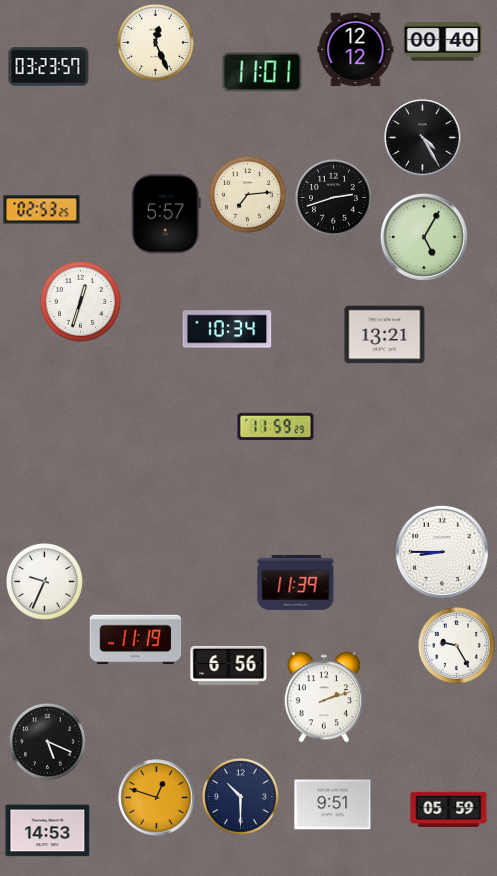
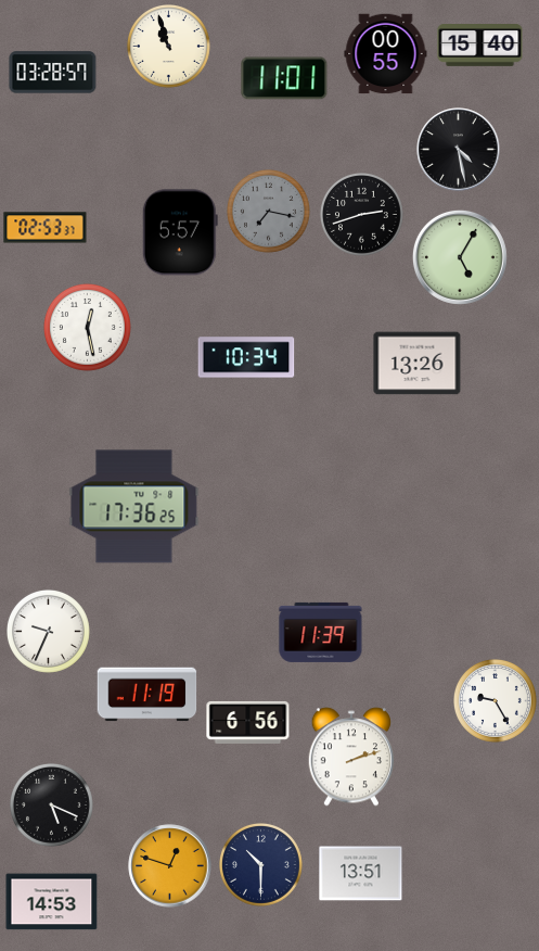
clock at (443, 42): 00:40 -> 15:40
clock at (156, 43): 12:26 -> 10:57
clock at (356, 50): 12:12 -> 00:55
clock at (49, 67): 03:23 -> 03:28
clock at (423, 138): 4:25 -> 4:28
clock at (248, 195): 7:14 -> 7:17
clock at (248, 195) dial: cream -> grey
clock at (42, 210): 02:53:25 -> 02:53:37
clock at (80, 301): 12:33 -> 12:28
clock at (385, 335): 13:21 -> 13:26
clock at (276, 427): 11:59 -> none
clock at (134, 507): none -> 17:36
clock at (442, 552): 8:45 -> none
clock at (333, 805): 9:51 -> 13:51
clock at (449, 809): 05:59 -> none
